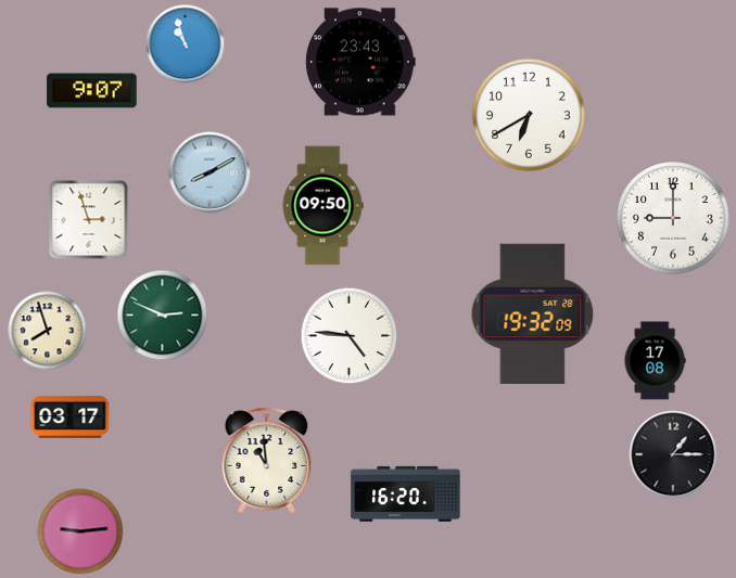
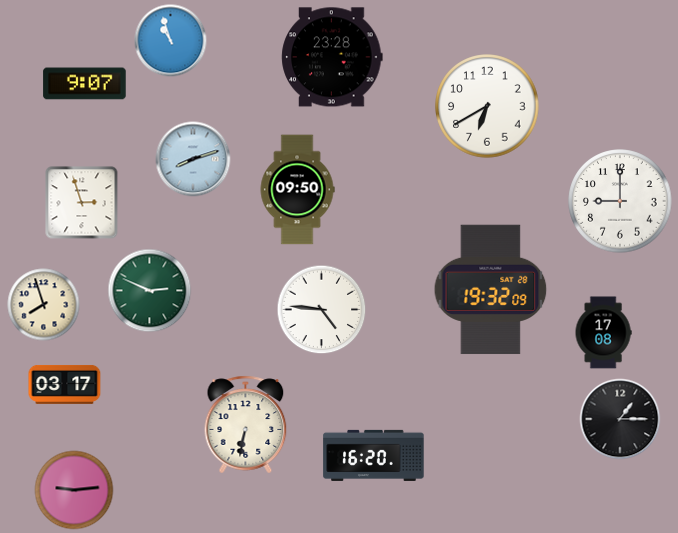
clock at (360, 62): 23:43 -> 23:28
clock at (210, 172): 8:10 -> 8:12
clock at (267, 461): 10:59 -> 6:32
